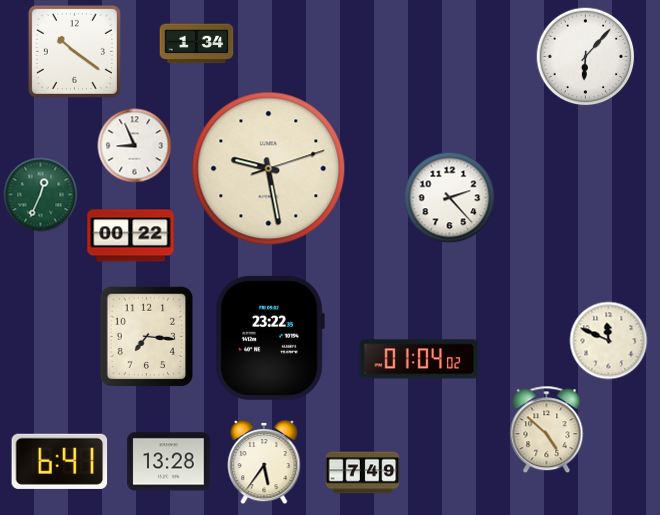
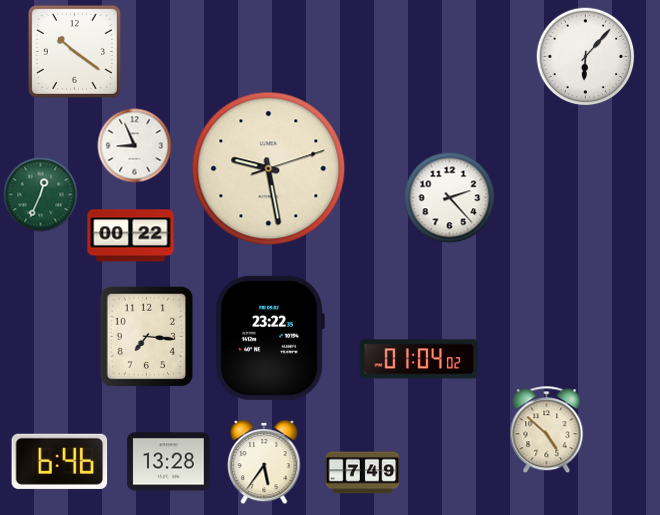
clock at (197, 44): 1:34 -> none
clock at (609, 341): 11:49 -> none
clock at (60, 461): 6:41 -> 6:46
